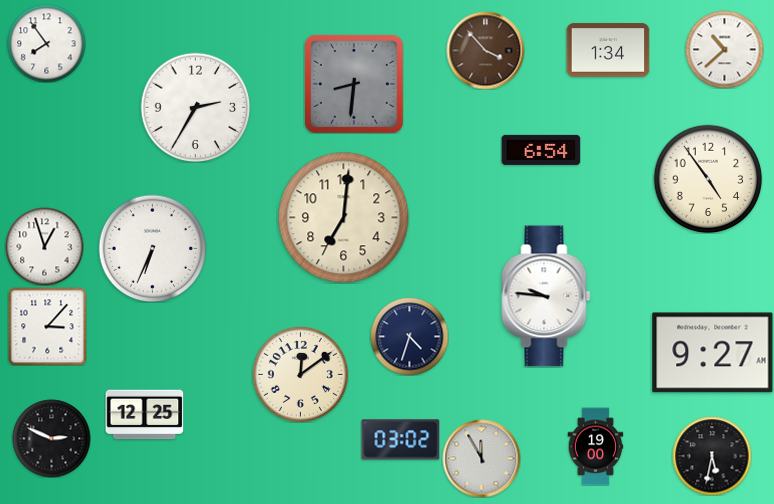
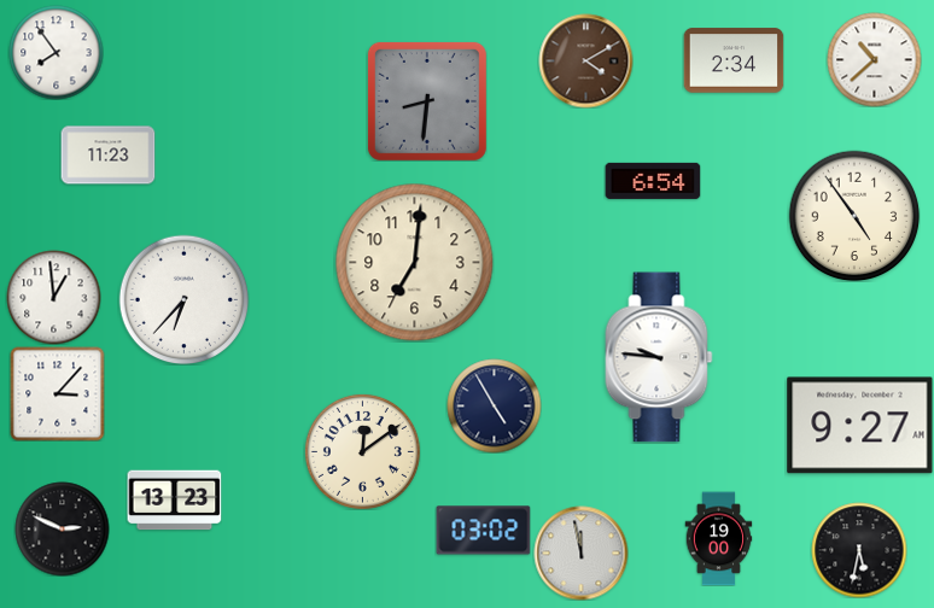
clock at (485, 50): 3:53 -> 4:10
clock at (608, 50): 1:34 -> 2:34
clock at (195, 107): 2:35 -> none
clock at (107, 156): none -> 11:23
clock at (44, 246): 12:57 -> 12:59
clock at (152, 248): 6:34 -> 6:37
clock at (409, 336): 4:33 -> 4:55
clock at (144, 415): 12:25 -> 13:23
clock at (481, 458): 11:55 -> 11:58
